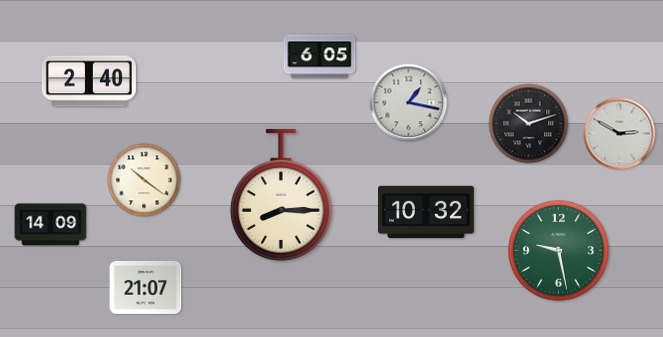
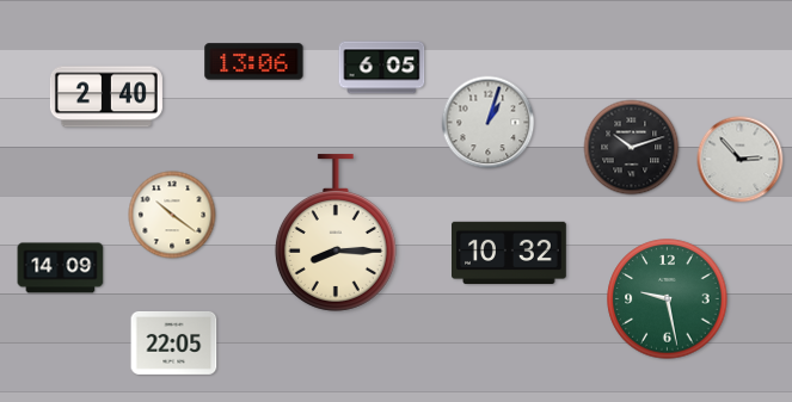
clock at (254, 62): none -> 13:06
clock at (409, 103): 1:17 -> 1:03
clock at (620, 134): 2:50 -> 2:53
clock at (146, 287): 21:07 -> 22:05
